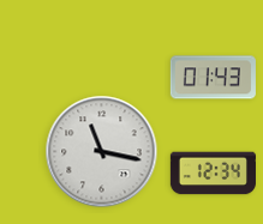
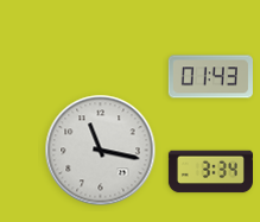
clock at (213, 174): 12:34 -> 3:34
